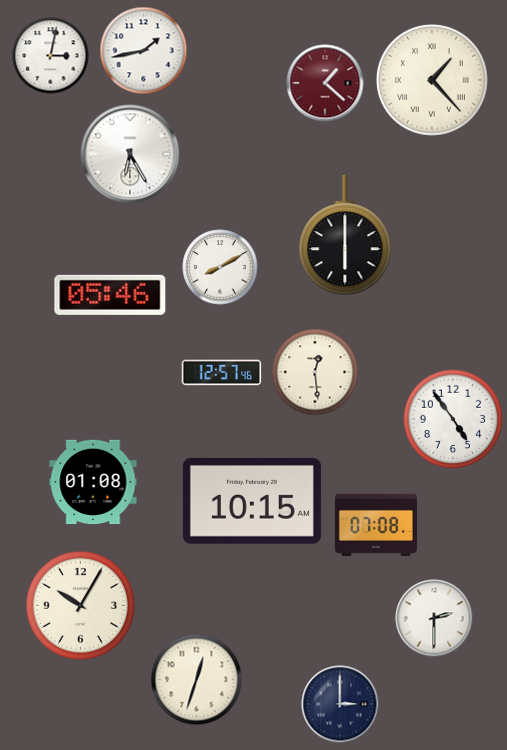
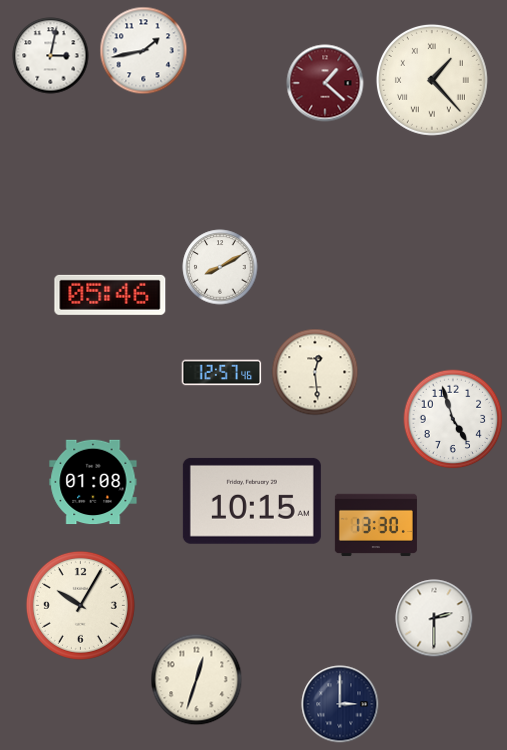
clock at (130, 154): 6:25 -> none
clock at (345, 235): 6:00 -> none
clock at (453, 419): 4:54 -> 4:57
clock at (376, 525): 07:08 -> 13:30
